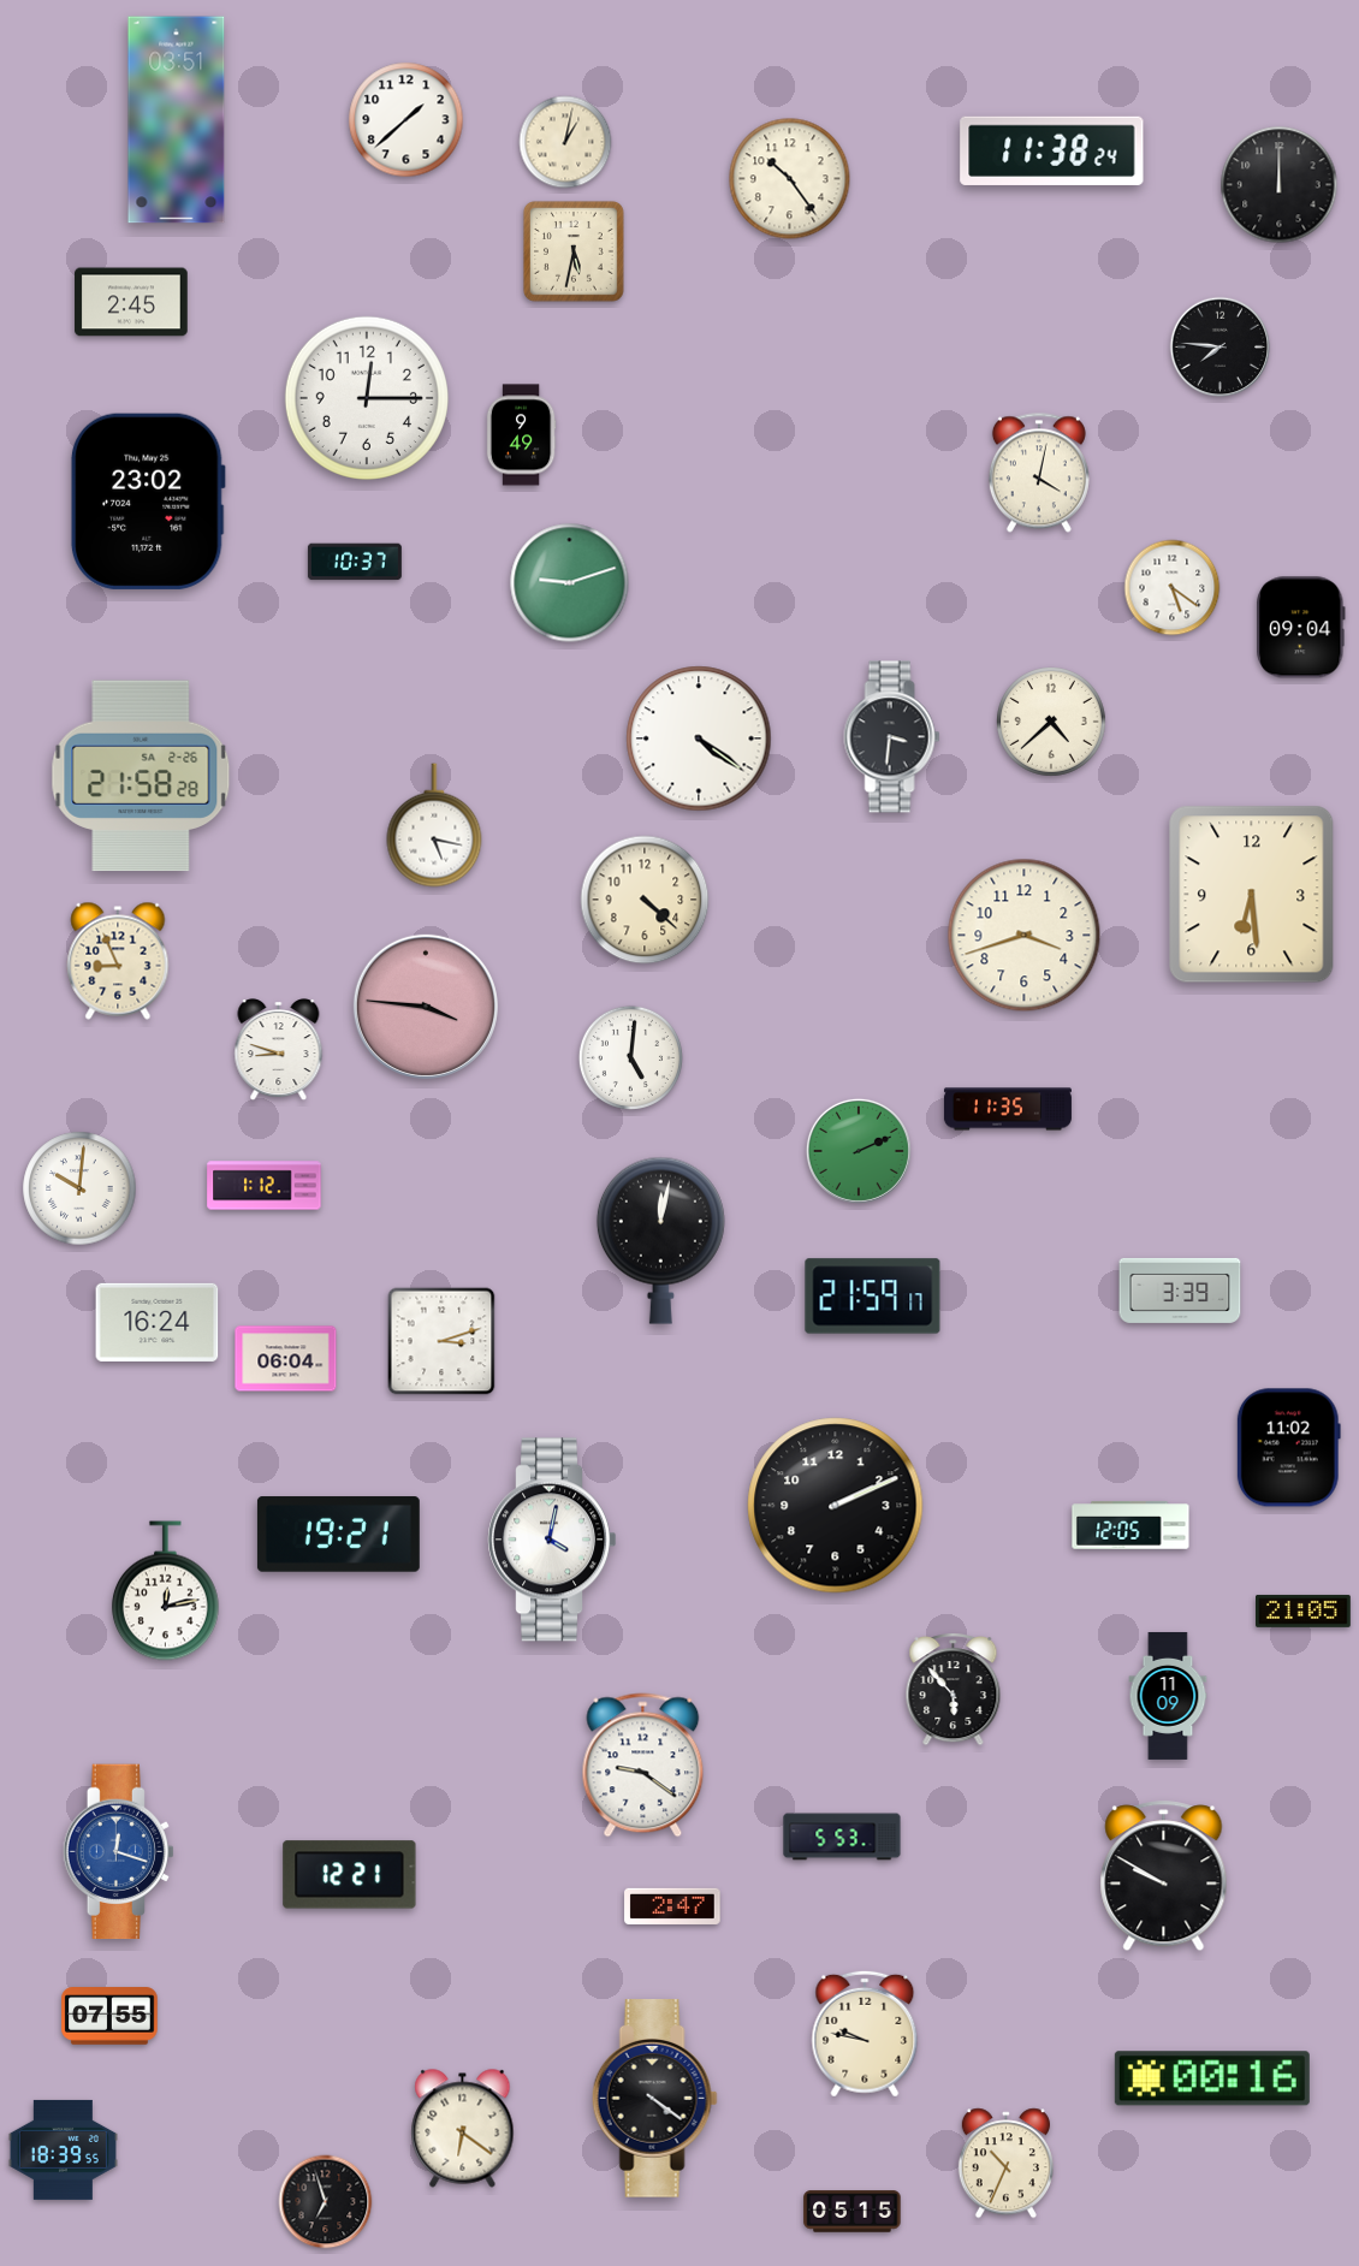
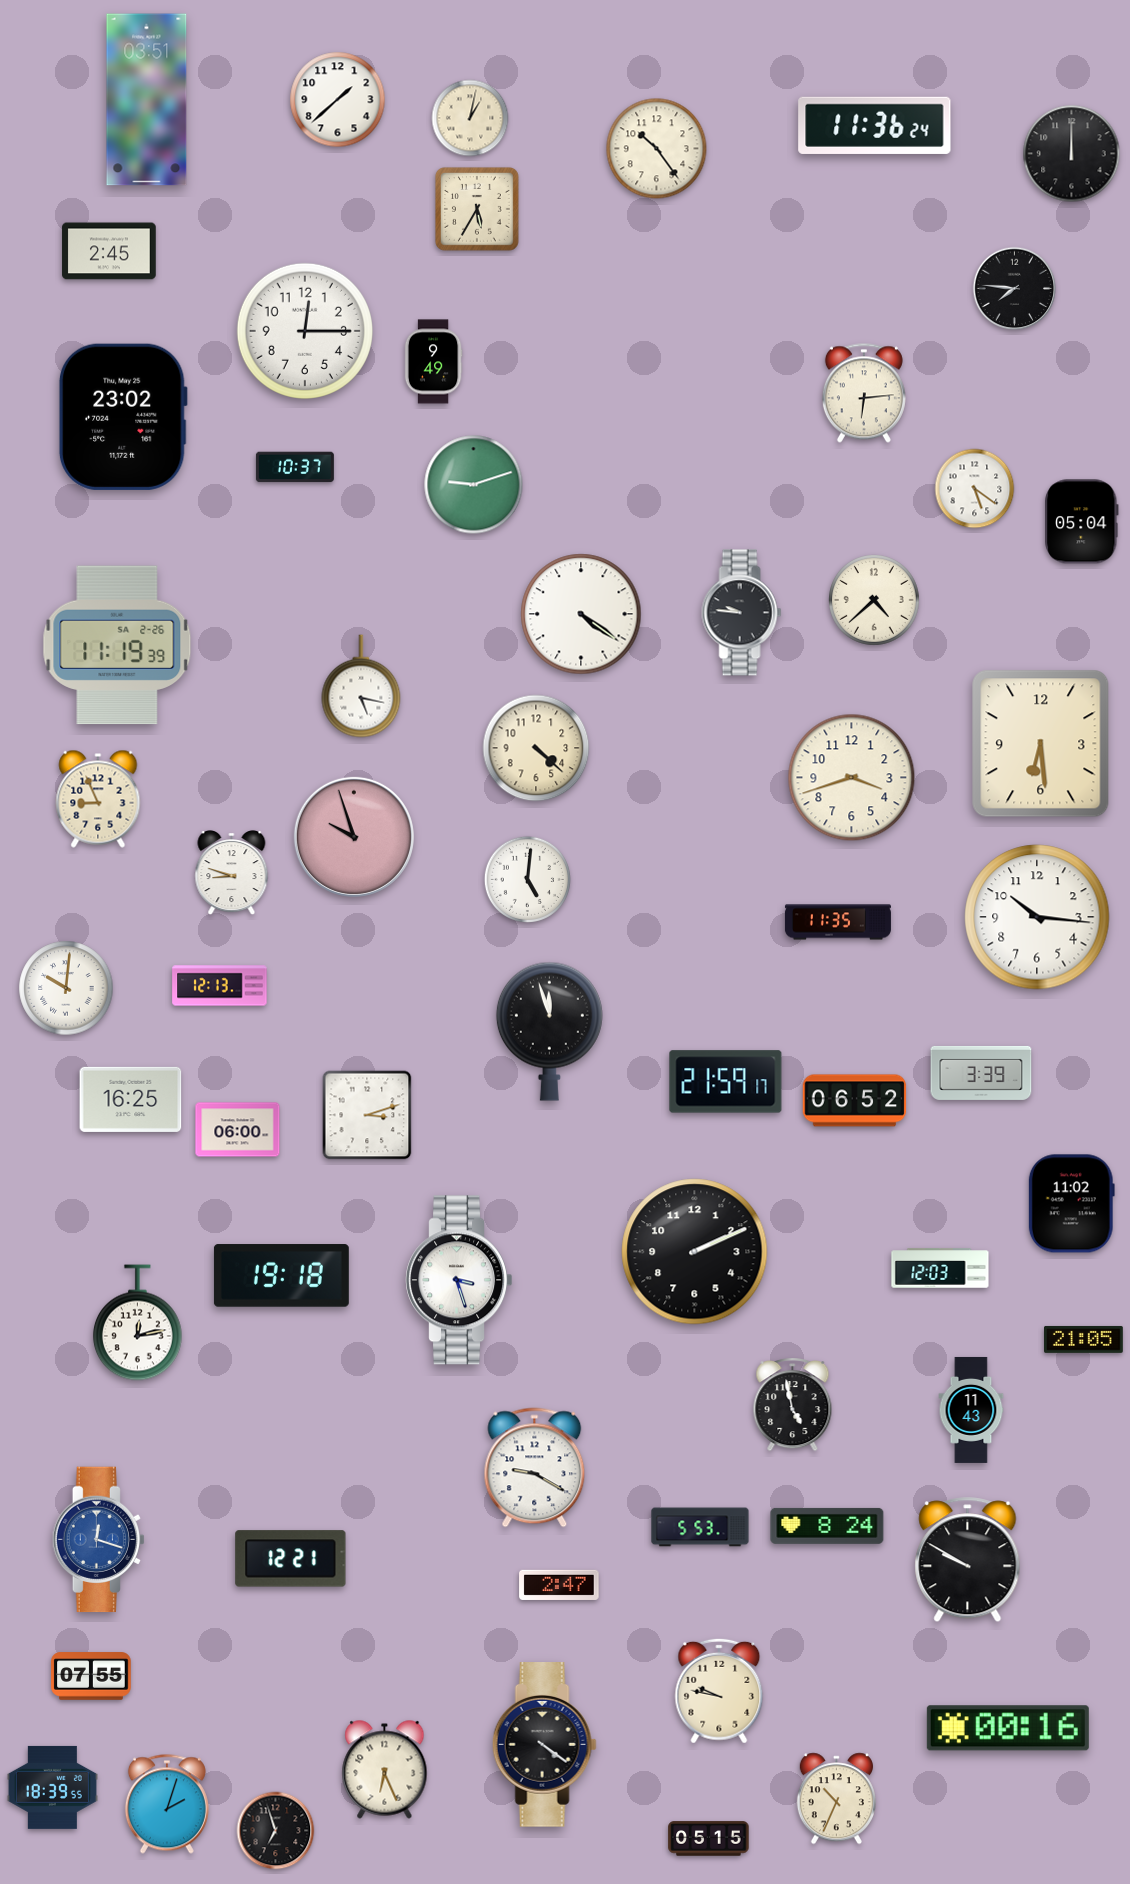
clock at (1052, 150): 11:38 -> 11:36
clock at (1280, 185) position: (1280, 185) -> (1072, 154)
clock at (574, 251): 5:32 -> 5:35
clock at (1039, 473): 4:02 -> 6:14
clock at (1301, 628): 09:04 -> 05:04
clock at (892, 737): 3:31 -> 9:46
clock at (141, 776): 21:58 -> 11:19
clock at (426, 1007): 3:46 -> 9:57
clock at (630, 1057) position: (630, 1057) -> (527, 879)
clock at (1037, 917): none -> 10:16
clock at (859, 1151): 2:11 -> none
clock at (265, 1186): 1:12 -> 12:13
clock at (660, 1240): 12:02 -> 11:57
clock at (873, 1297) position: (873, 1297) -> (726, 1082)
clock at (158, 1322): 16:24 -> 16:25
clock at (855, 1101): none -> 06:52
clock at (286, 1359): 06:04 -> 06:00
clock at (1130, 1525): 12:05 -> 12:03
clock at (338, 1535): 19:21 -> 19:18
clock at (552, 1540): 4:02 -> 3:27
clock at (954, 1690): 5:53 -> 4:58
clock at (1168, 1696): 11:09 -> 11:43
clock at (643, 1766): 9:21 -> 9:20
clock at (827, 1526): none -> 8:24
clock at (463, 2129): 6:21 -> 6:26
clock at (167, 1804): none -> 2:03
clock at (326, 2202) position: (326, 2202) -> (276, 1831)
